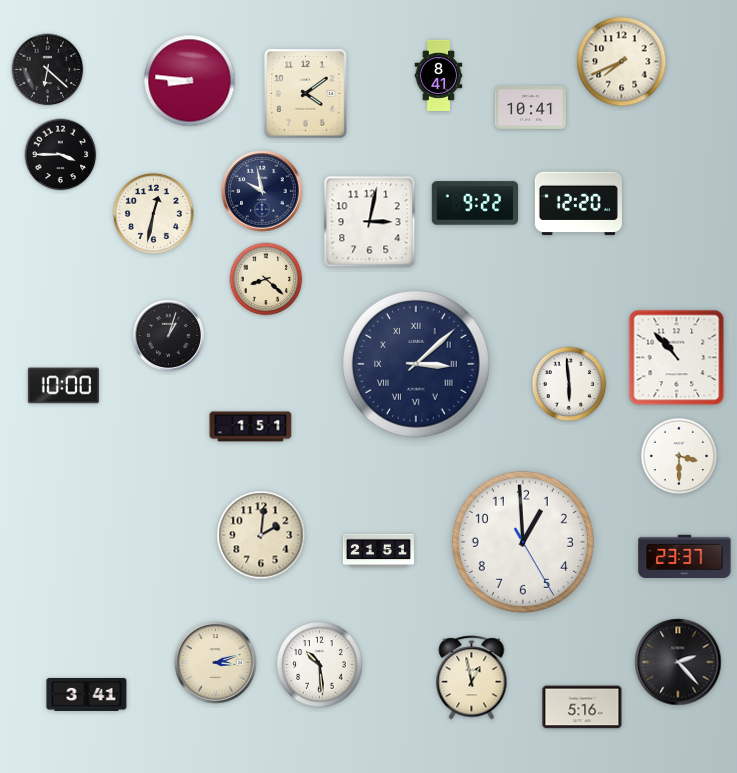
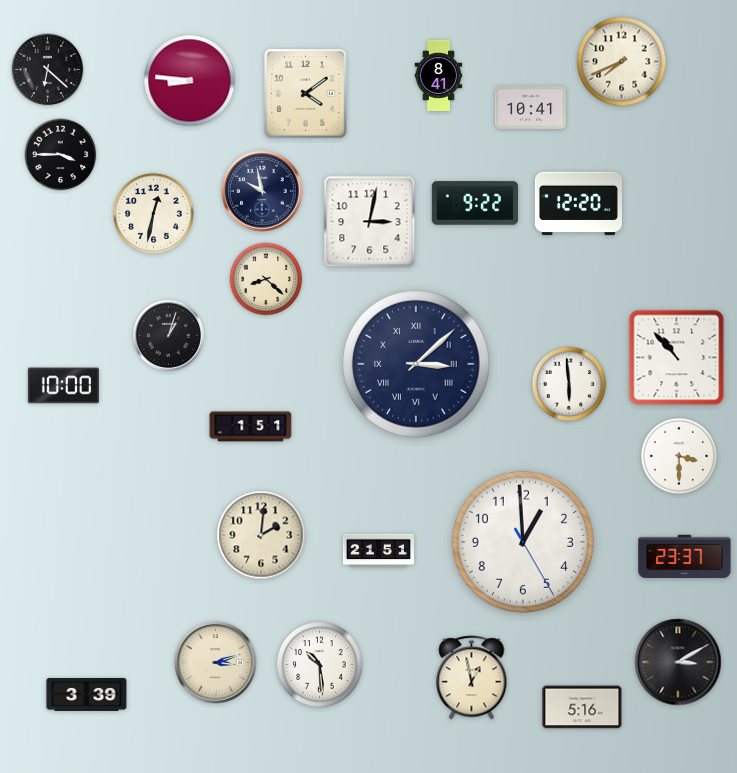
clock at (678, 662): 2:23 -> 3:10
clock at (87, 694): 3:41 -> 3:39
